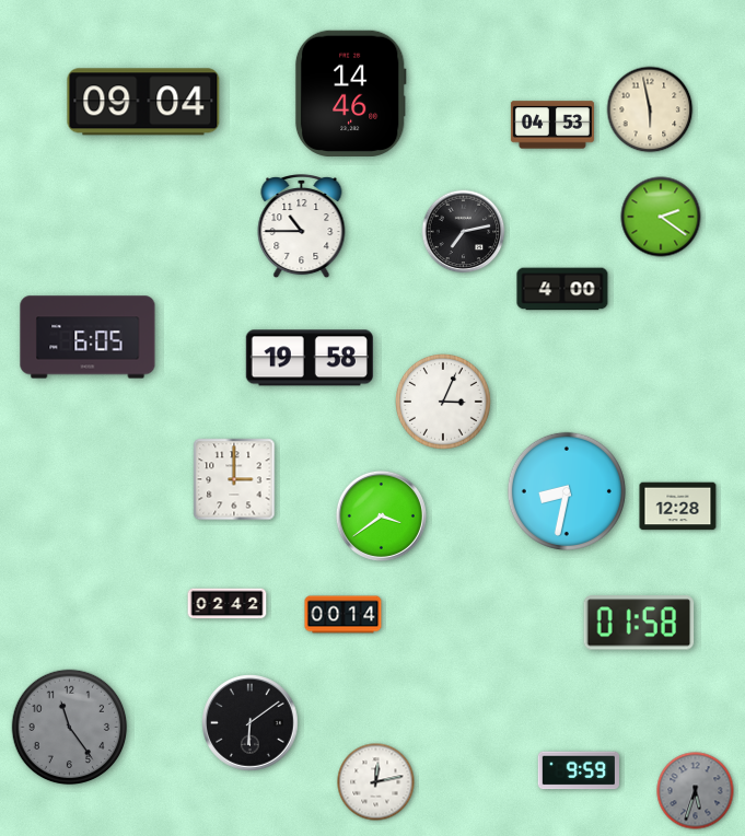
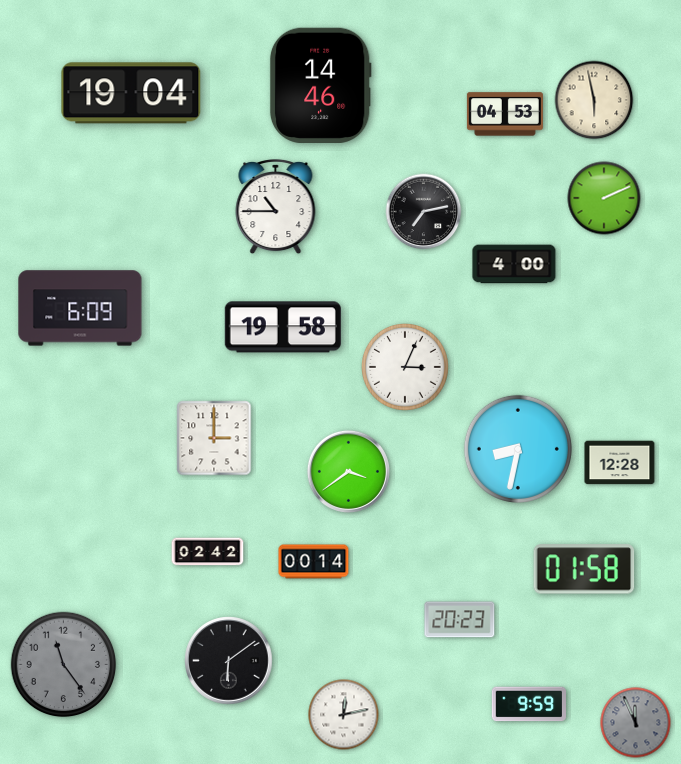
clock at (143, 102): 09:04 -> 19:04
clock at (661, 217): 2:21 -> 2:11
clock at (88, 337): 6:05 -> 6:09
clock at (460, 620): none -> 20:23
clock at (696, 791): 5:33 -> 11:56
